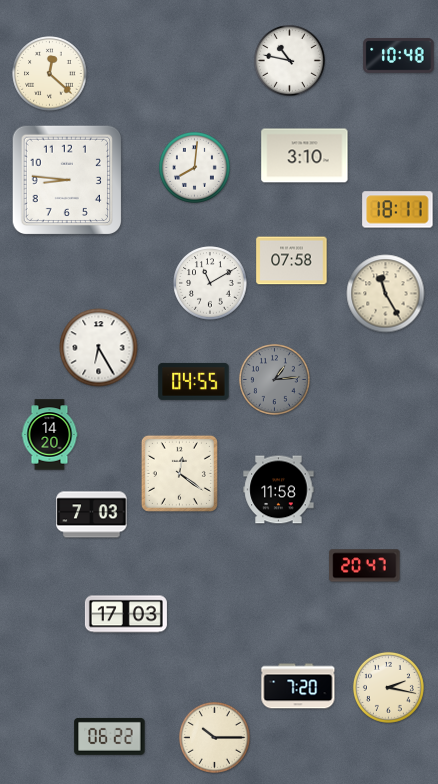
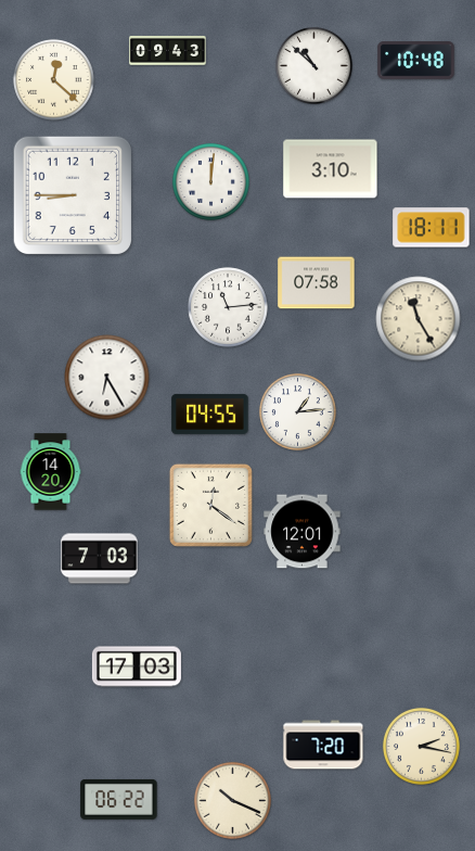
clock at (168, 51): none -> 09:43
clock at (399, 56) position: (399, 56) -> (416, 61)
clock at (289, 60): 10:47 -> 10:52
clock at (194, 167): 8:01 -> 12:01
clock at (66, 179): 8:46 -> 8:45
clock at (210, 283): 11:10 -> 11:14
clock at (274, 379) dial: grey -> white
clock at (50, 435) position: (50, 435) -> (51, 472)
clock at (179, 473) position: (179, 473) -> (210, 505)
clock at (279, 490): 11:58 -> 12:01
clock at (365, 566): 20:47 -> none
clock at (214, 737): 10:15 -> 10:19
